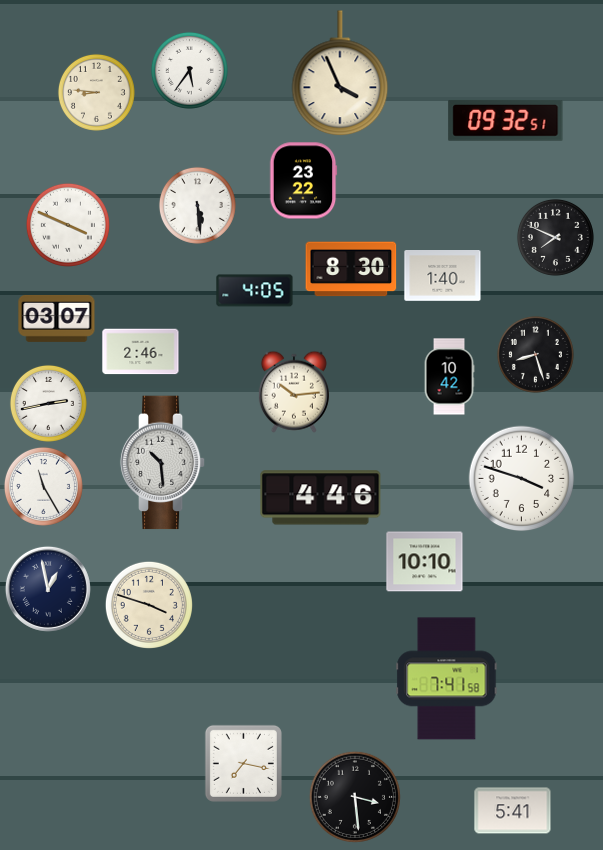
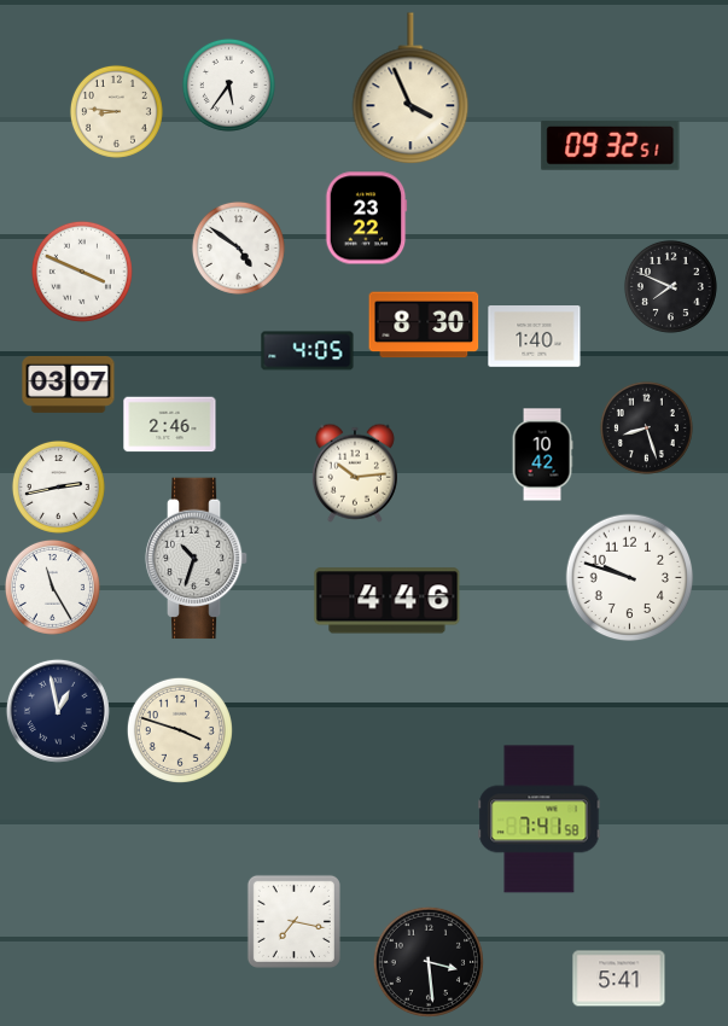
clock at (197, 205): 5:29 -> 4:51
clock at (443, 276) position: (443, 276) -> (535, 337)
clock at (163, 463): 10:29 -> 10:33
clock at (522, 479): 3:48 -> 9:48
clock at (425, 562): 10:10 -> none
